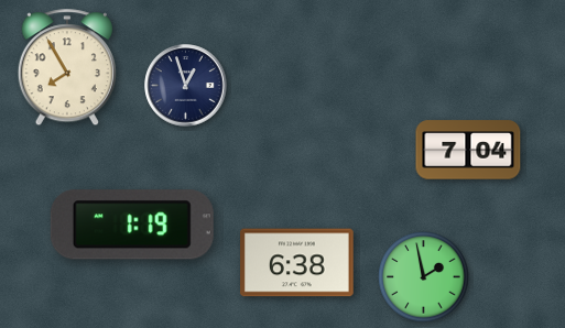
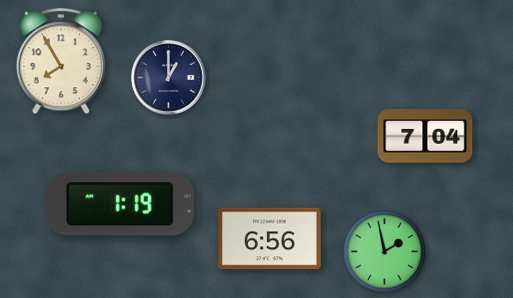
clock at (186, 86): 12:57 -> 1:00
clock at (297, 263): 6:38 -> 6:56
